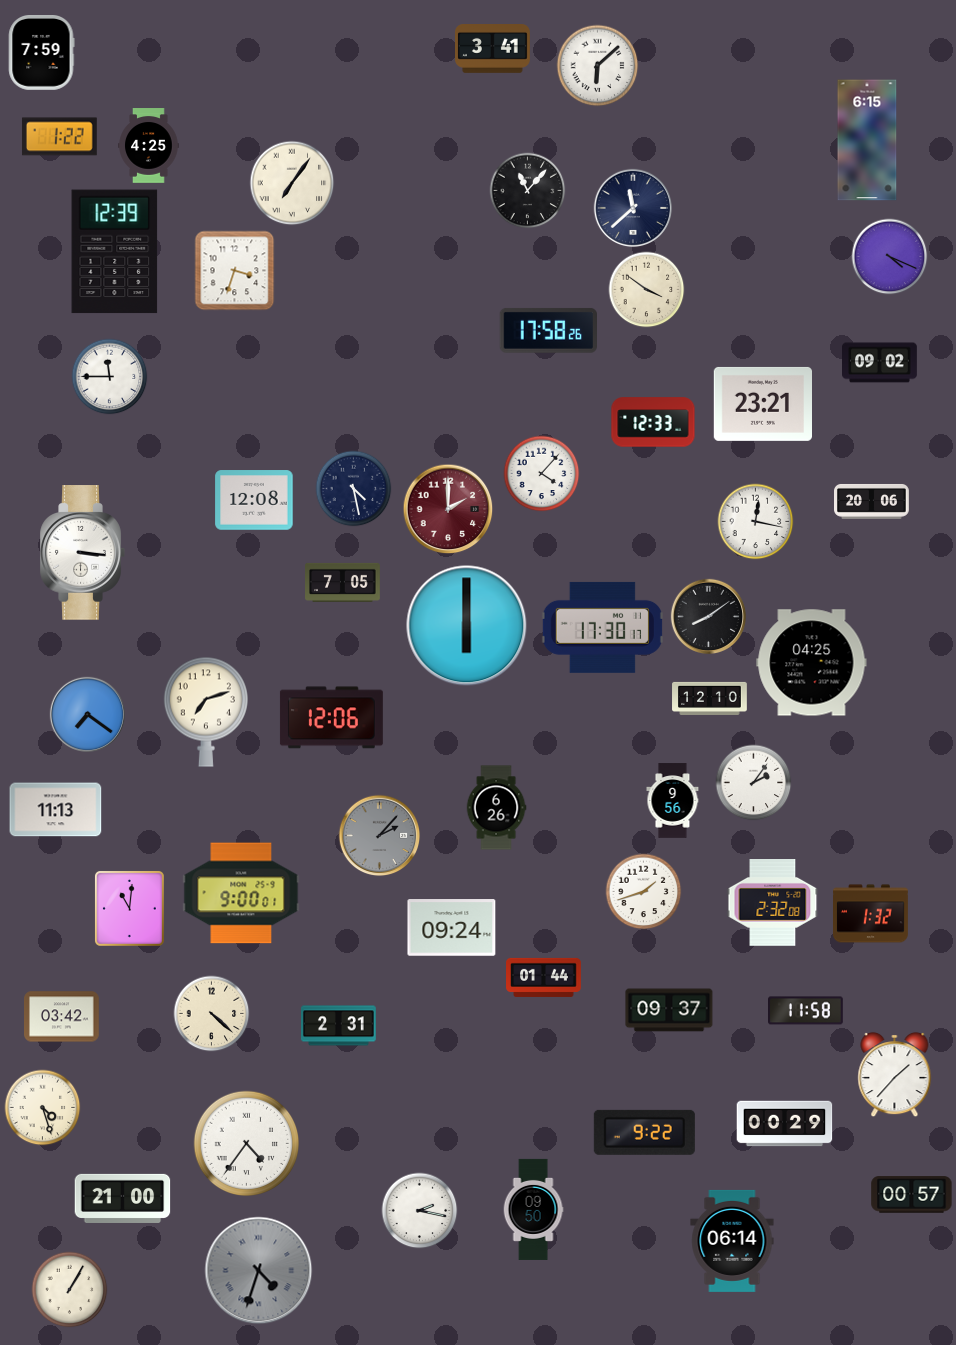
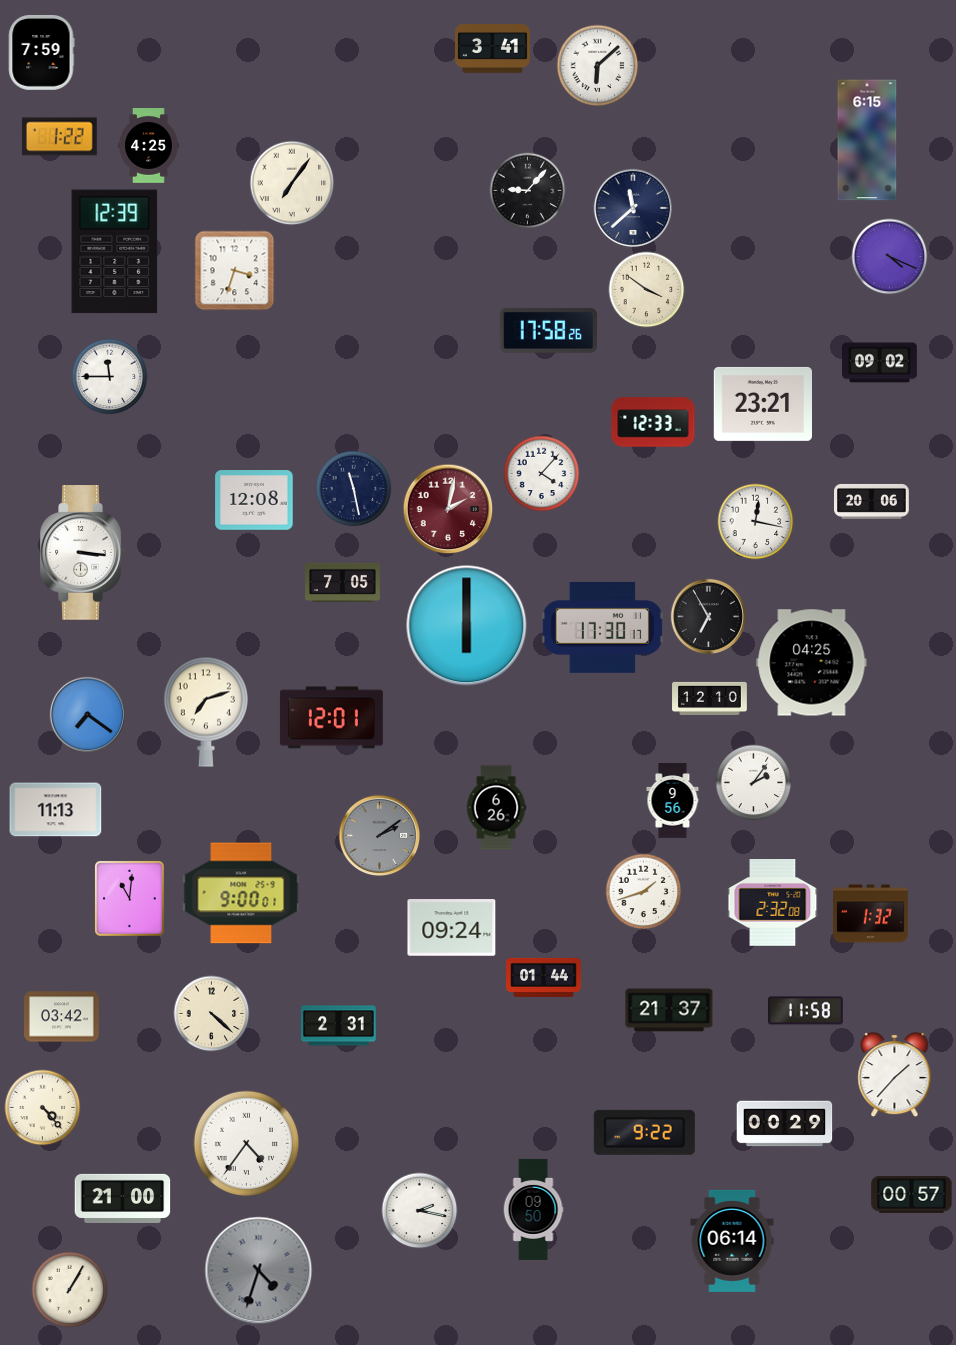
clock at (528, 191): 11:07 -> 9:07
clock at (354, 489): 4:28 -> 11:28
clock at (448, 509): 2:00 -> 2:02
clock at (708, 616): 8:09 -> 6:55
clock at (331, 718): 12:06 -> 12:01
clock at (380, 836): 2:07 -> 2:09
clock at (129, 908) position: (129, 908) -> (129, 898)
clock at (669, 1010): 09:37 -> 21:37
clock at (43, 1108): 4:27 -> 4:23
